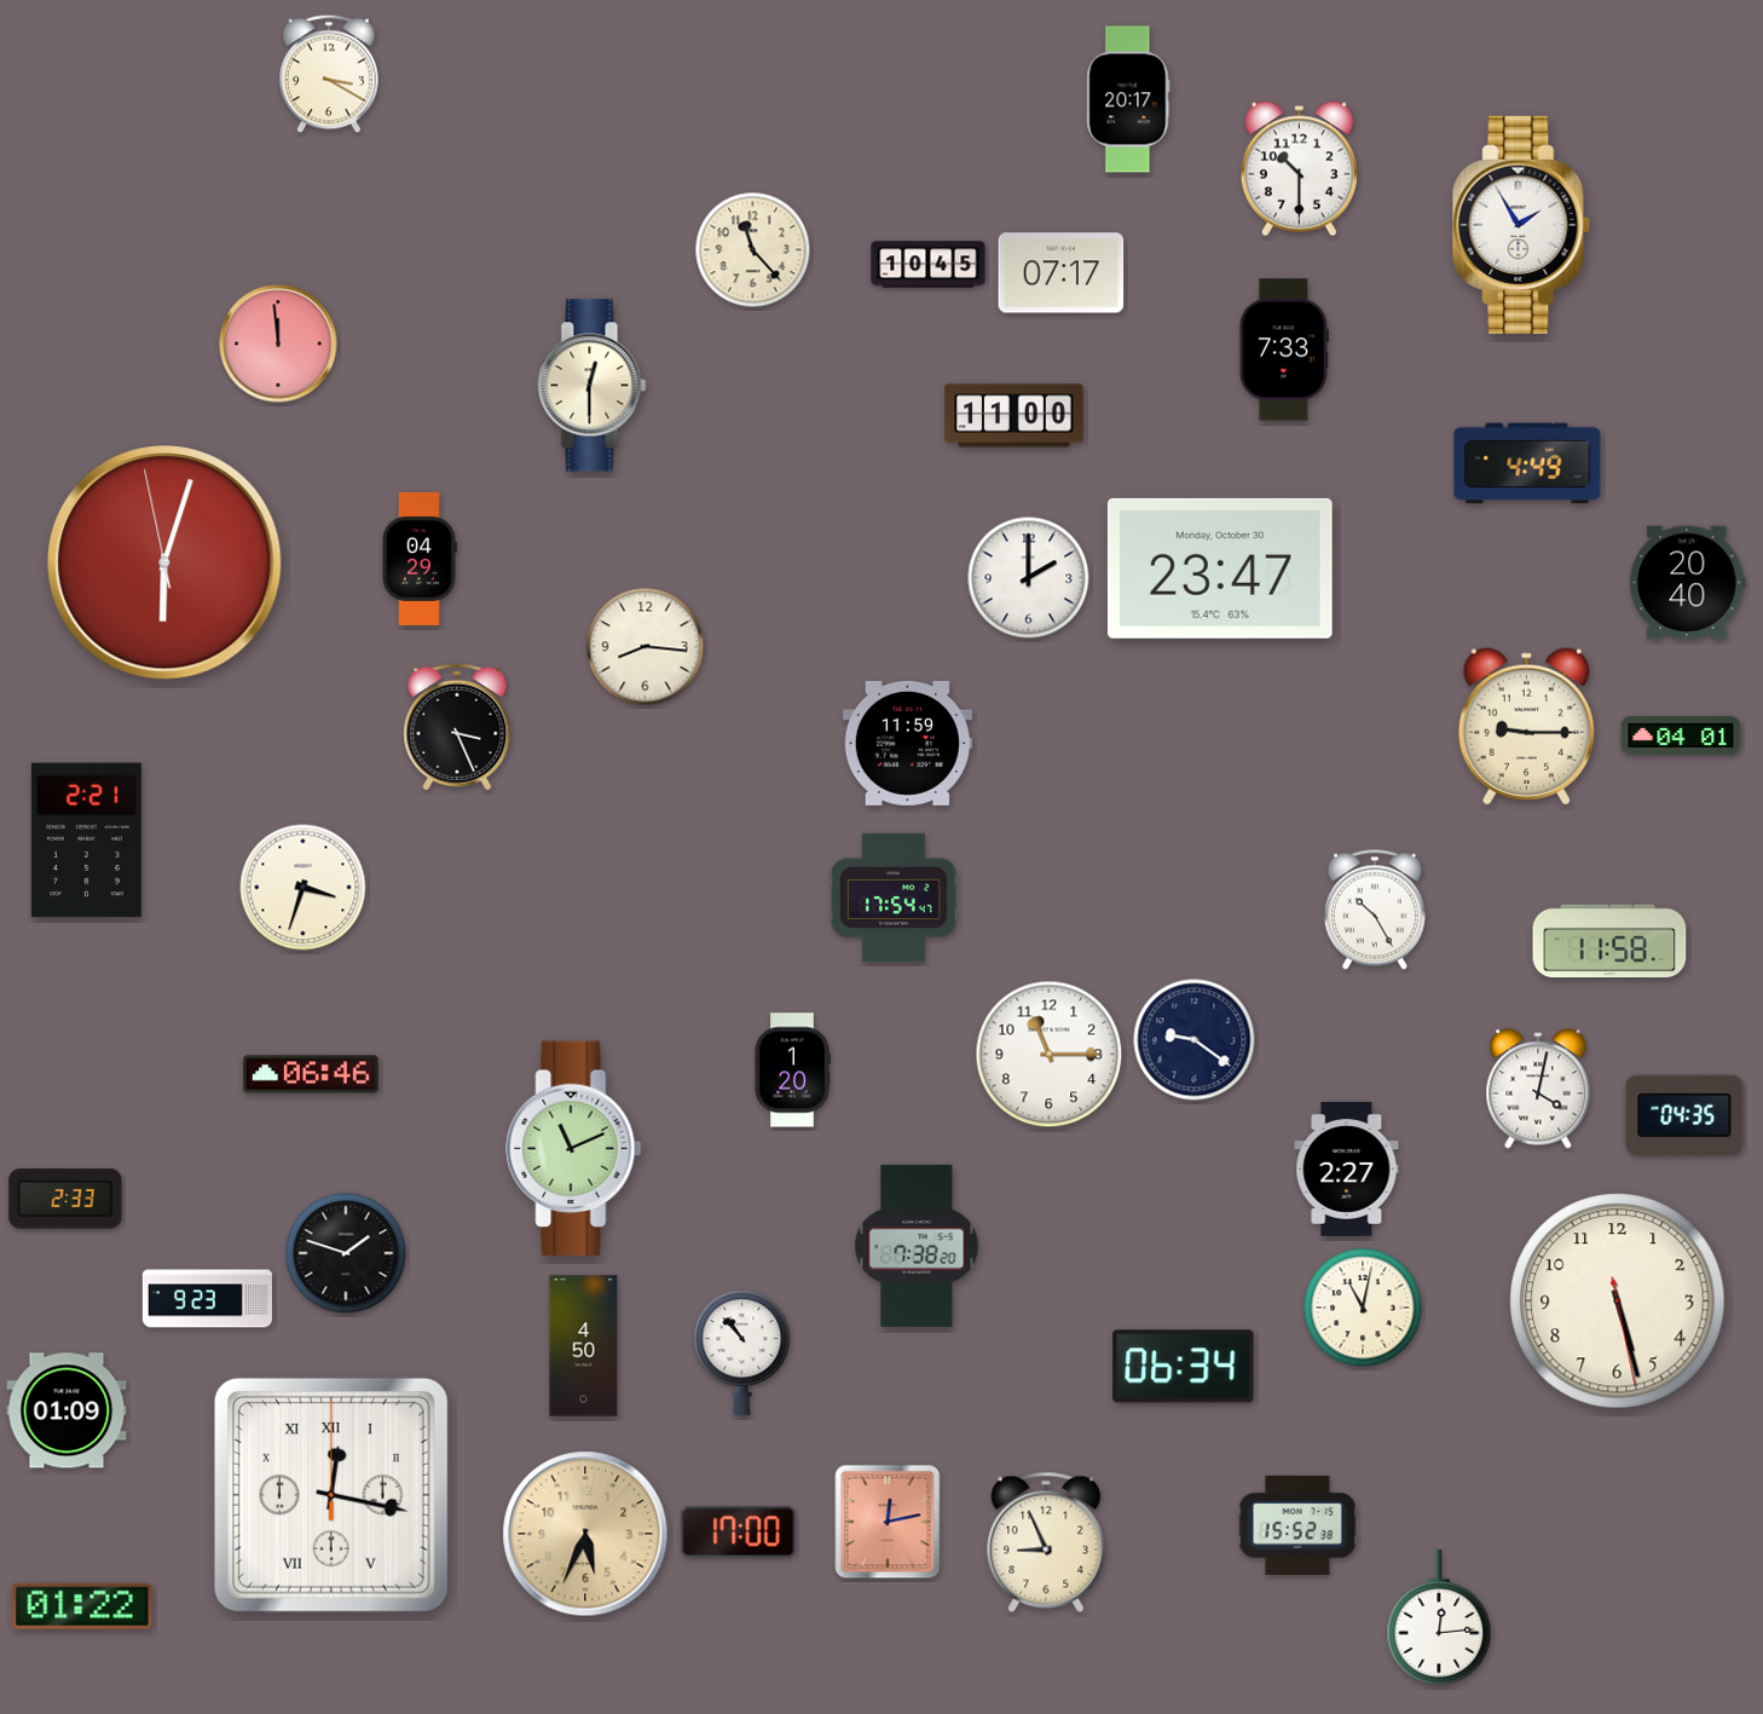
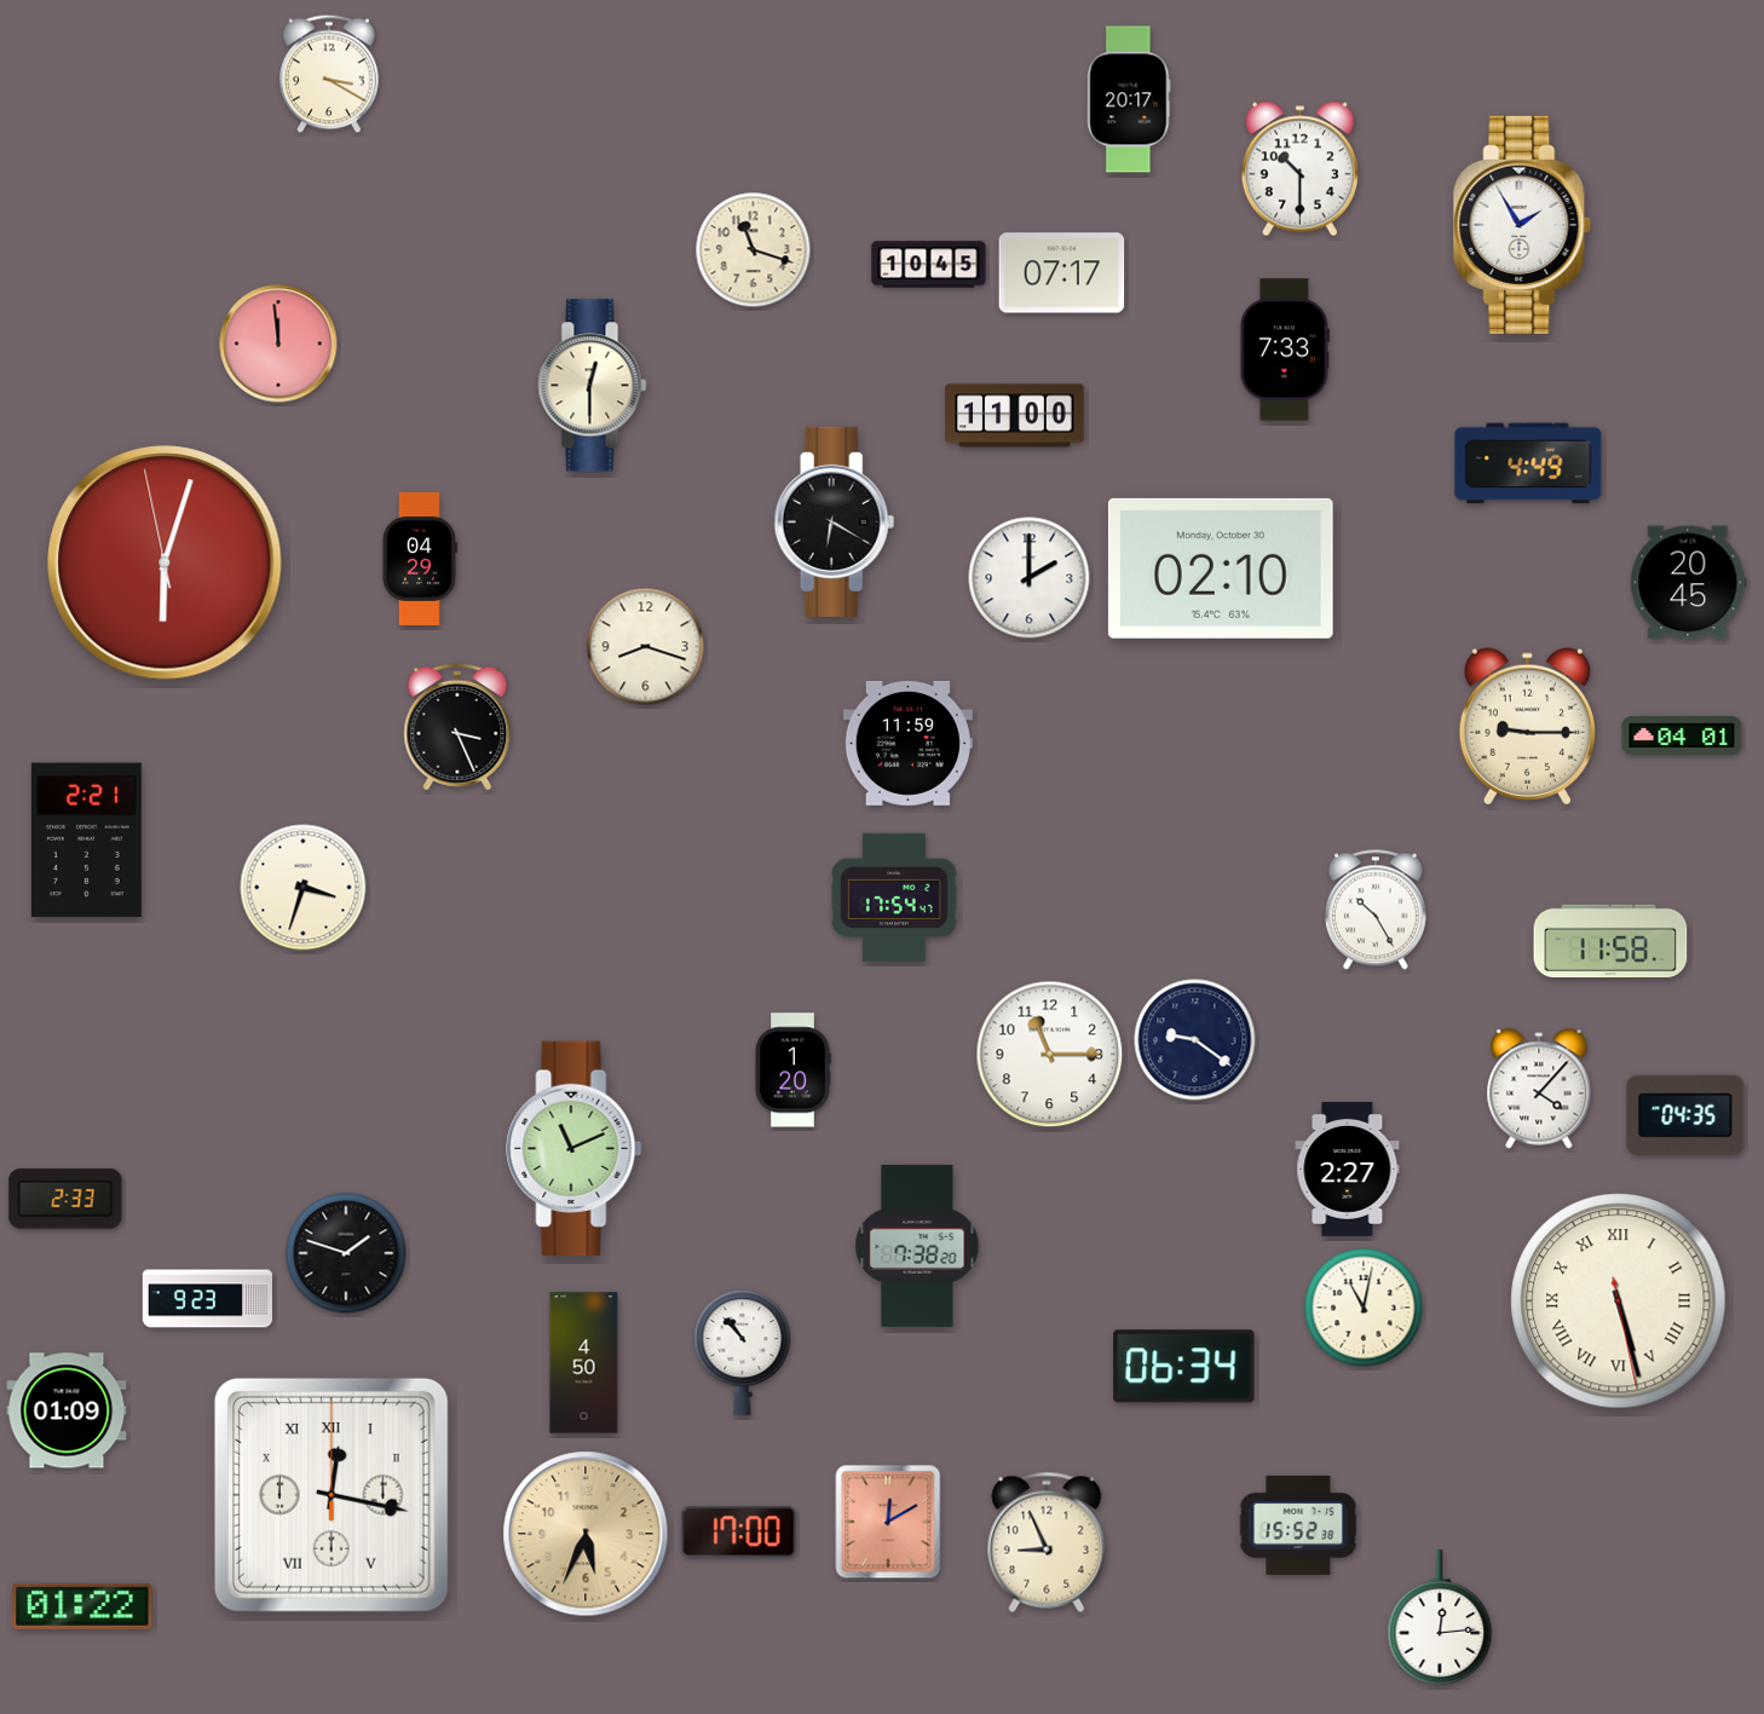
clock at (753, 250): 11:23 -> 11:18
clock at (835, 521): none -> 6:20
clock at (1220, 569): 23:47 -> 02:10
clock at (1688, 583): 20:40 -> 20:45
clock at (646, 647): 8:16 -> 8:18
clock at (311, 1074): 06:46 -> none
clock at (1538, 1089): 4:02 -> 4:07
clock at (1618, 1302) numerals: Arabic -> Roman
clock at (584, 1346) position: (584, 1346) -> (584, 1363)
clock at (888, 1522): 12:13 -> 12:10
